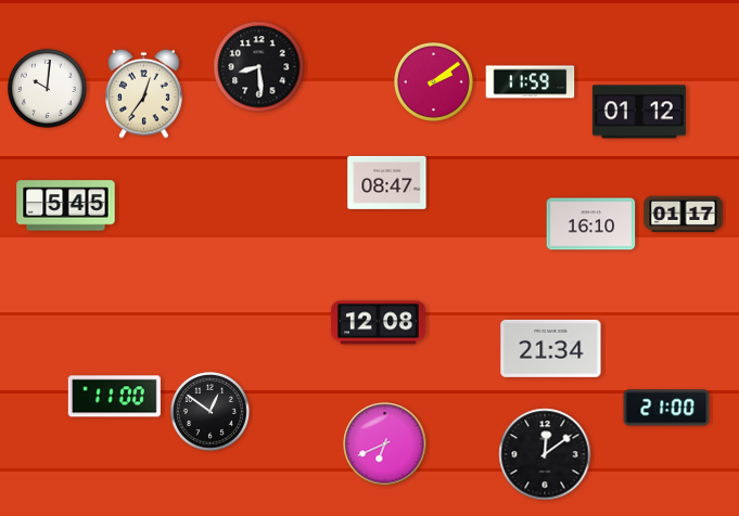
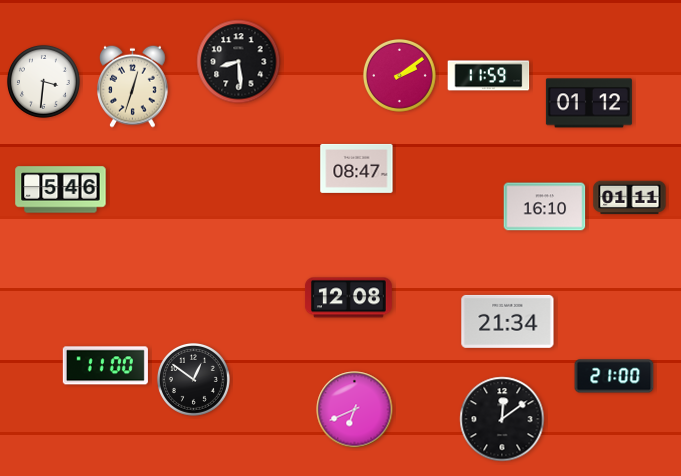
clock at (47, 88): 10:01 -> 3:31
clock at (144, 93): 12:36 -> 12:33
clock at (66, 206): 5:45 -> 5:46
clock at (684, 215): 01:17 -> 01:11
